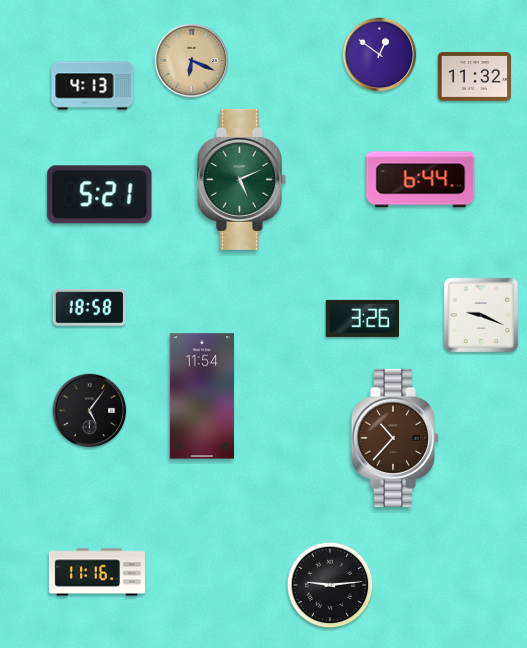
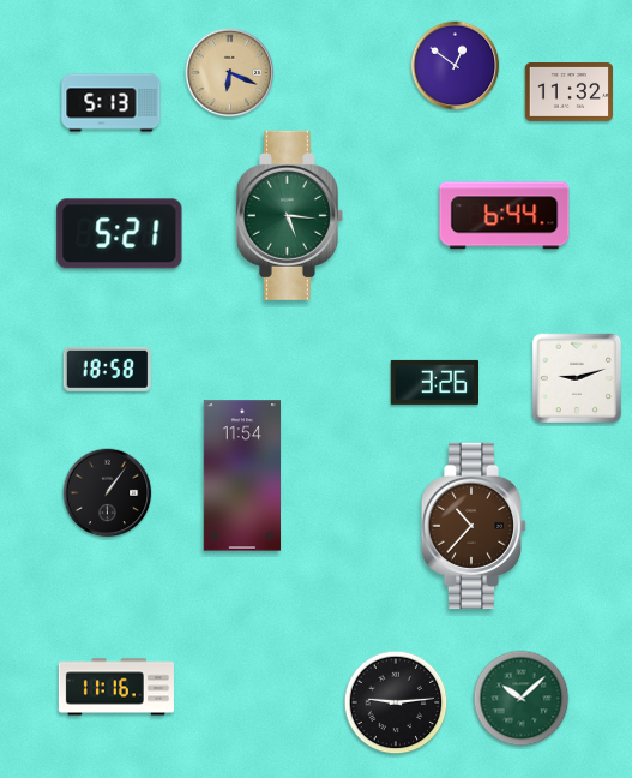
clock at (93, 86): 4:13 -> 5:13
clock at (241, 179): 5:11 -> 5:16
clock at (481, 315): 9:19 -> 9:12
clock at (90, 411): 5:06 -> 1:06
clock at (522, 699): none -> 10:08
